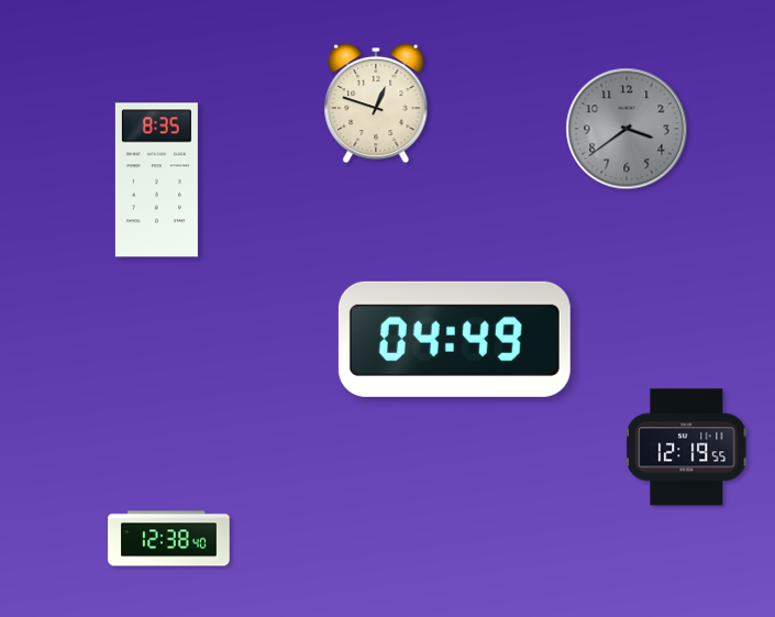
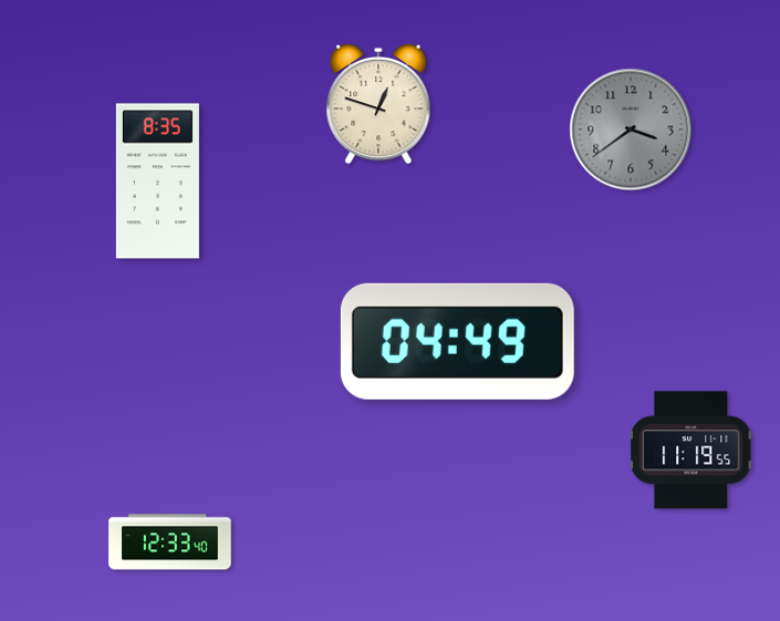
clock at (688, 448): 12:19 -> 11:19
clock at (169, 539): 12:38 -> 12:33
